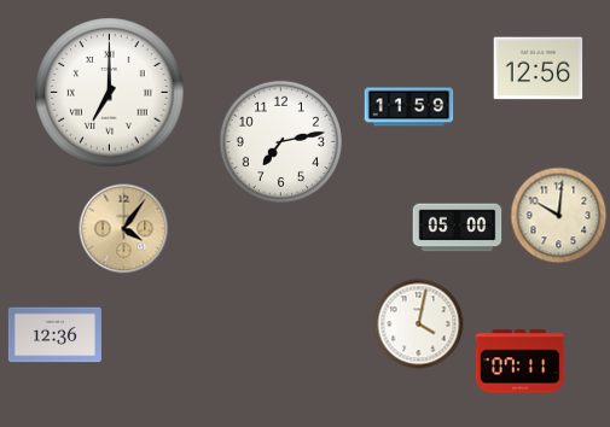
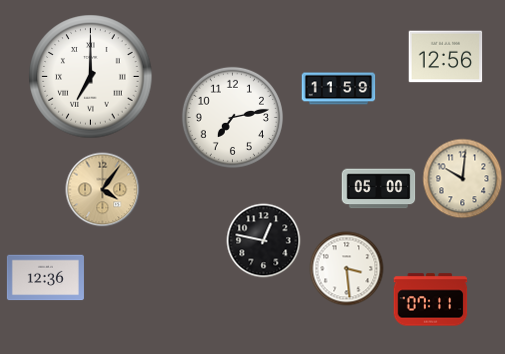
clock at (264, 241): none -> 12:47
clock at (419, 324): 4:02 -> 3:29
